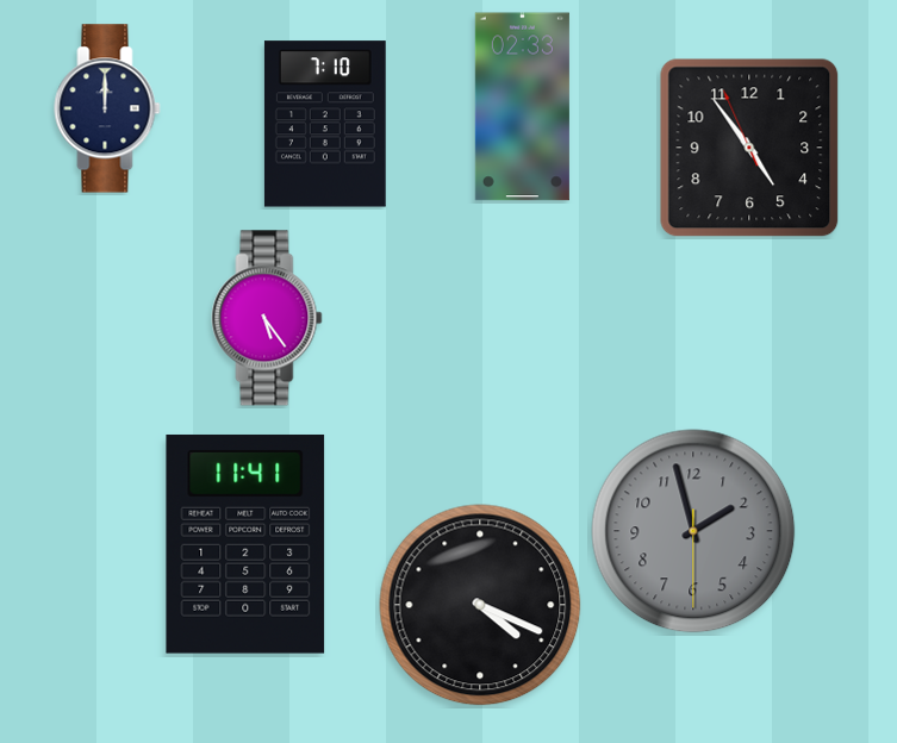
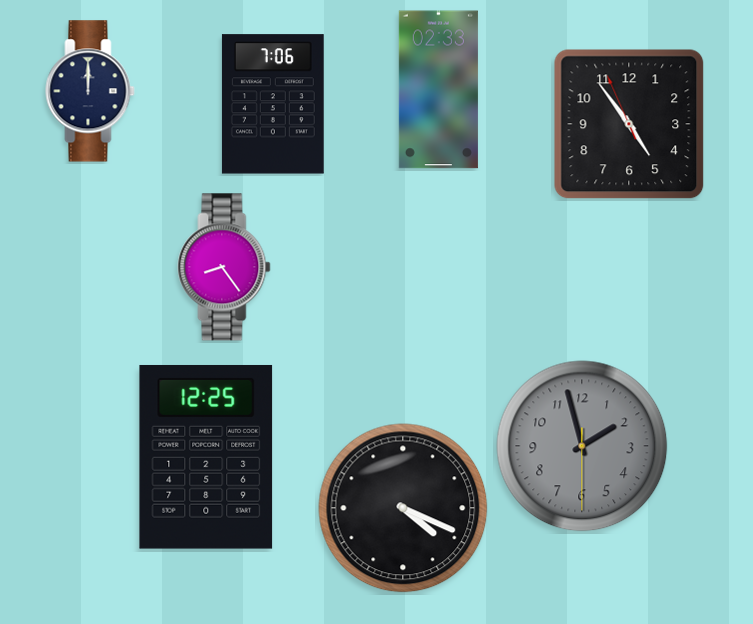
clock at (325, 124): 7:10 -> 7:06
clock at (267, 318): 5:24 -> 8:24
clock at (245, 544): 11:41 -> 12:25
